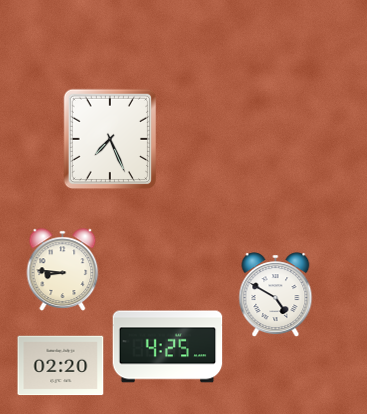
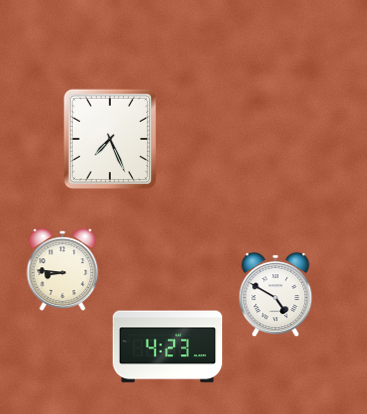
clock at (168, 347): 4:25 -> 4:23
clock at (61, 366): 02:20 -> none
